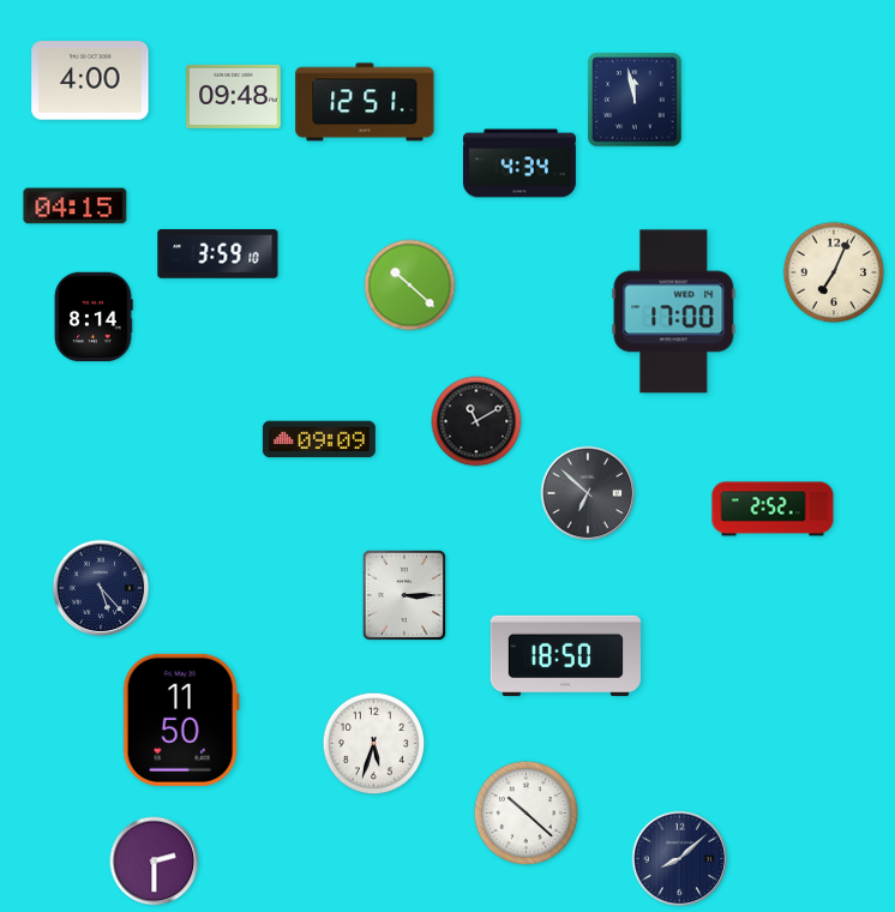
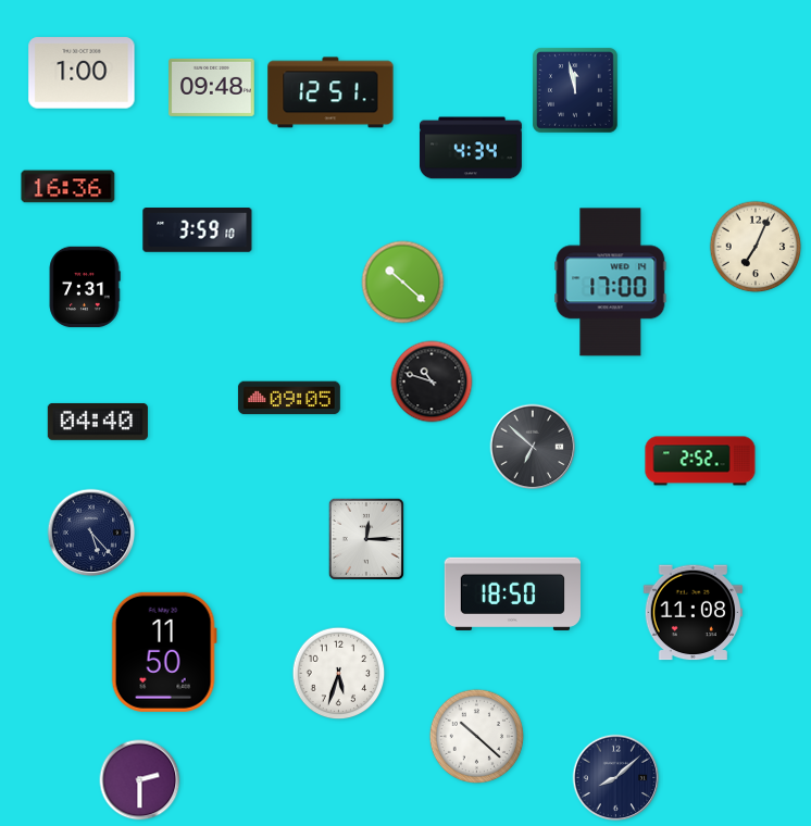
clock at (90, 80): 4:00 -> 1:00
clock at (76, 206): 04:15 -> 16:36
clock at (410, 286) position: (410, 286) -> (403, 283)
clock at (94, 317): 8:14 -> 7:31
clock at (476, 421): 11:10 -> 10:48
clock at (319, 439): 09:09 -> 09:05
clock at (98, 422): none -> 04:40
clock at (404, 595): 3:15 -> 12:15
clock at (693, 613): none -> 11:08
